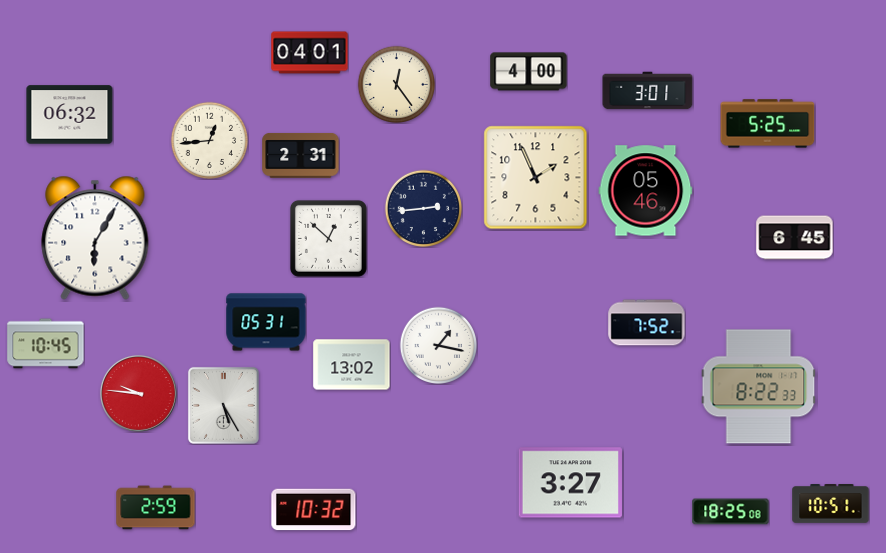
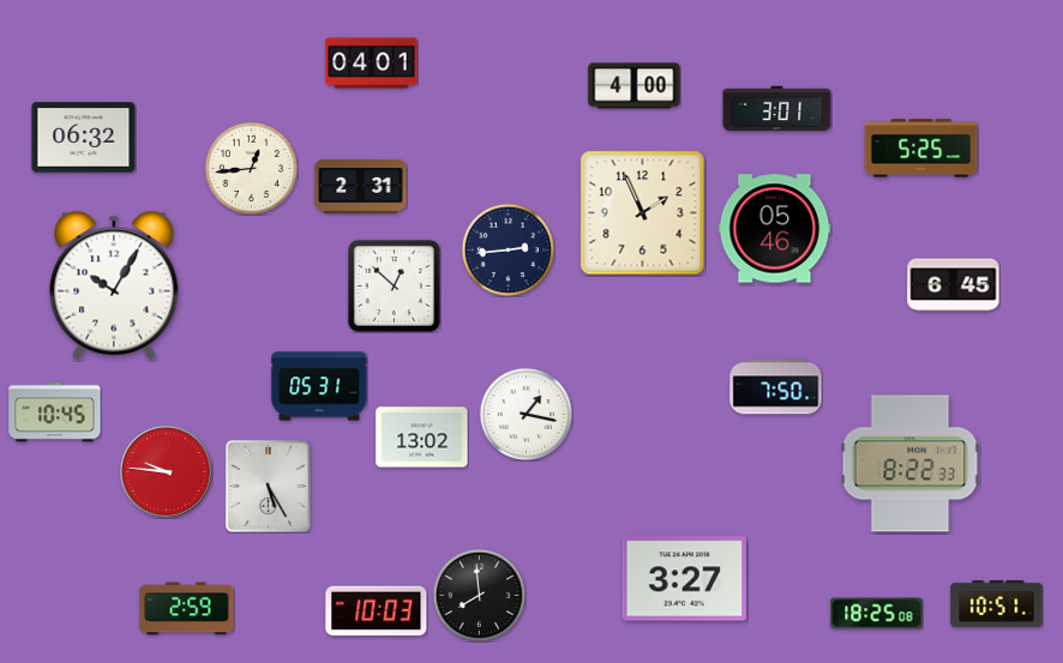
clock at (396, 84): 12:24 -> none
clock at (95, 238): 6:05 -> 10:05
clock at (647, 323): 7:52 -> 7:50
clock at (479, 595): none -> 7:59
clock at (314, 510): 10:32 -> 10:03
